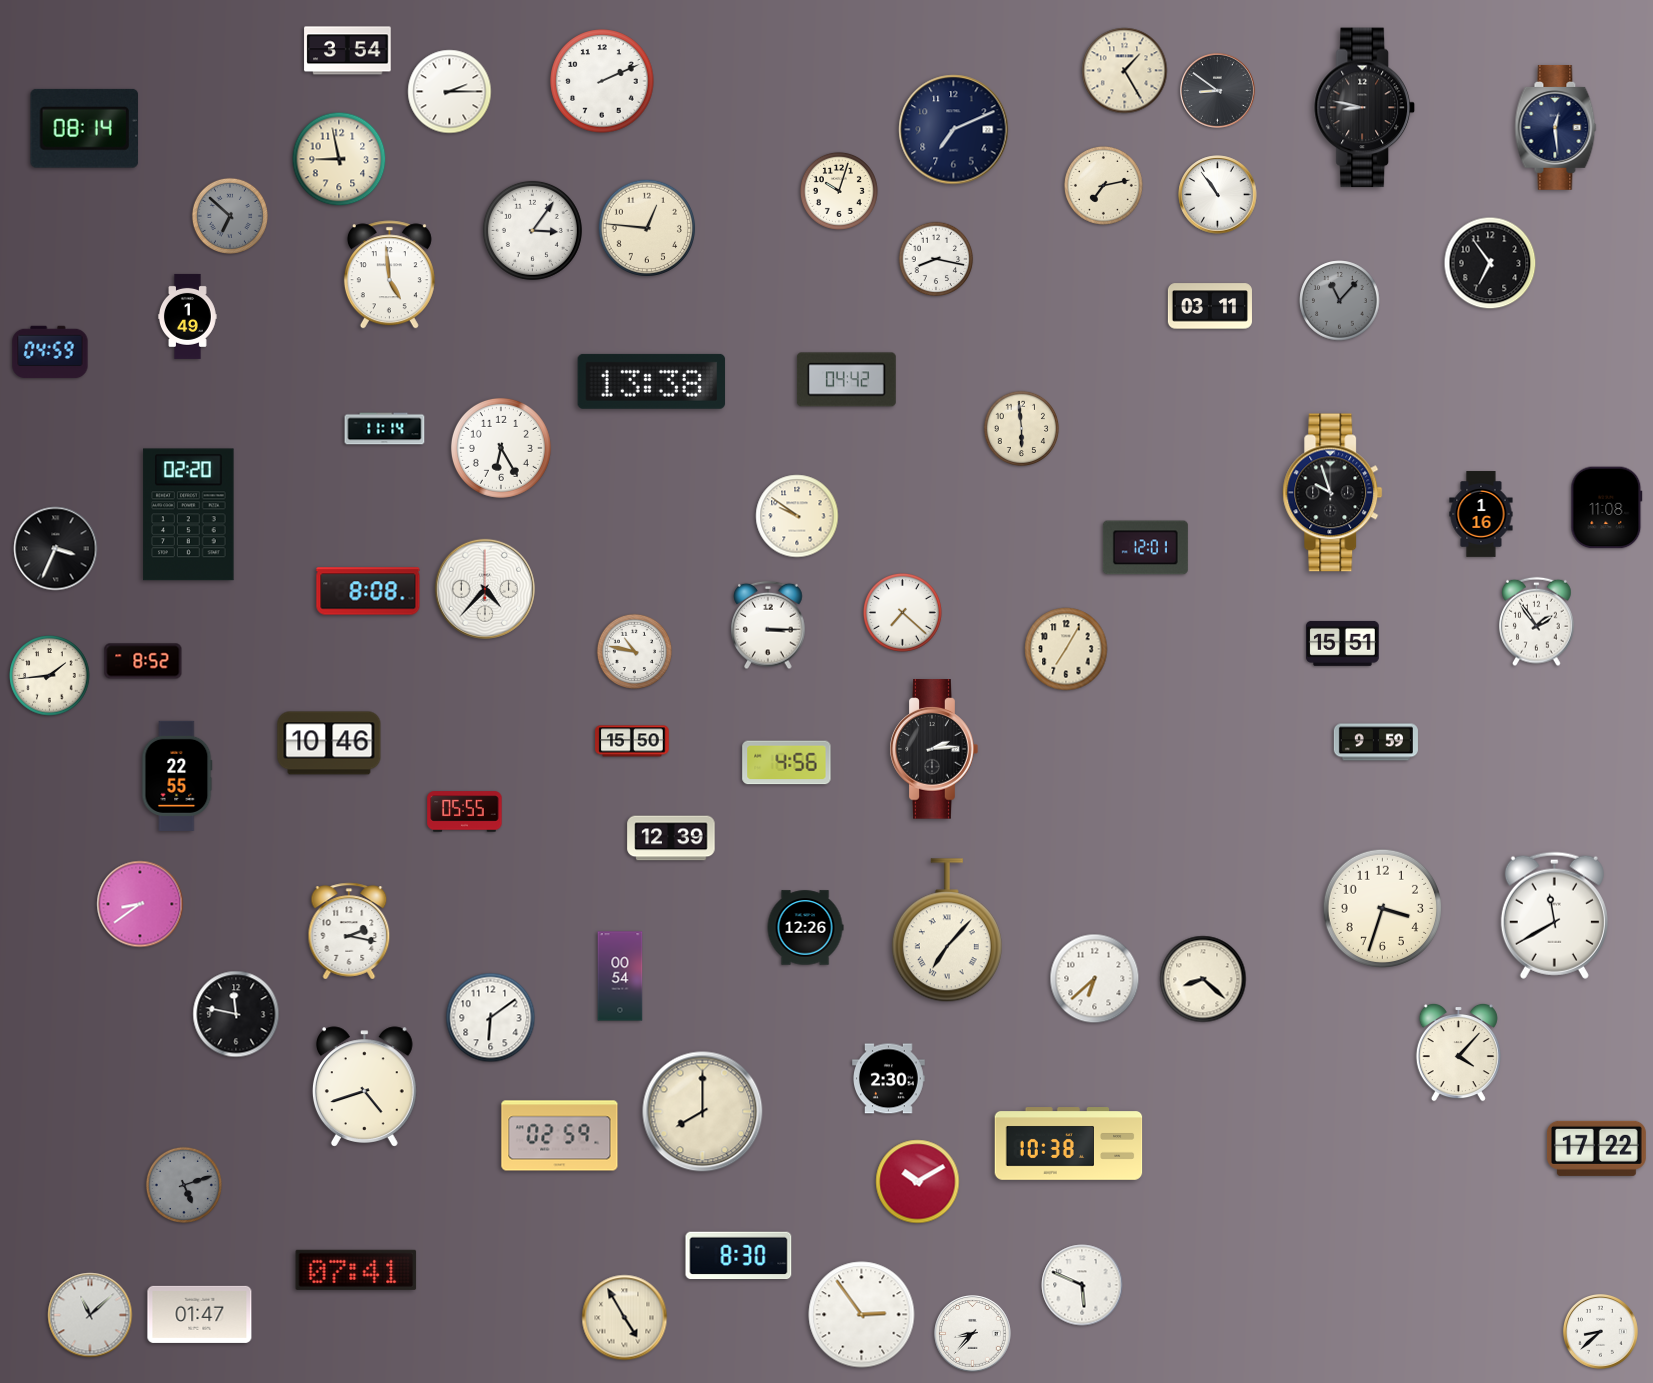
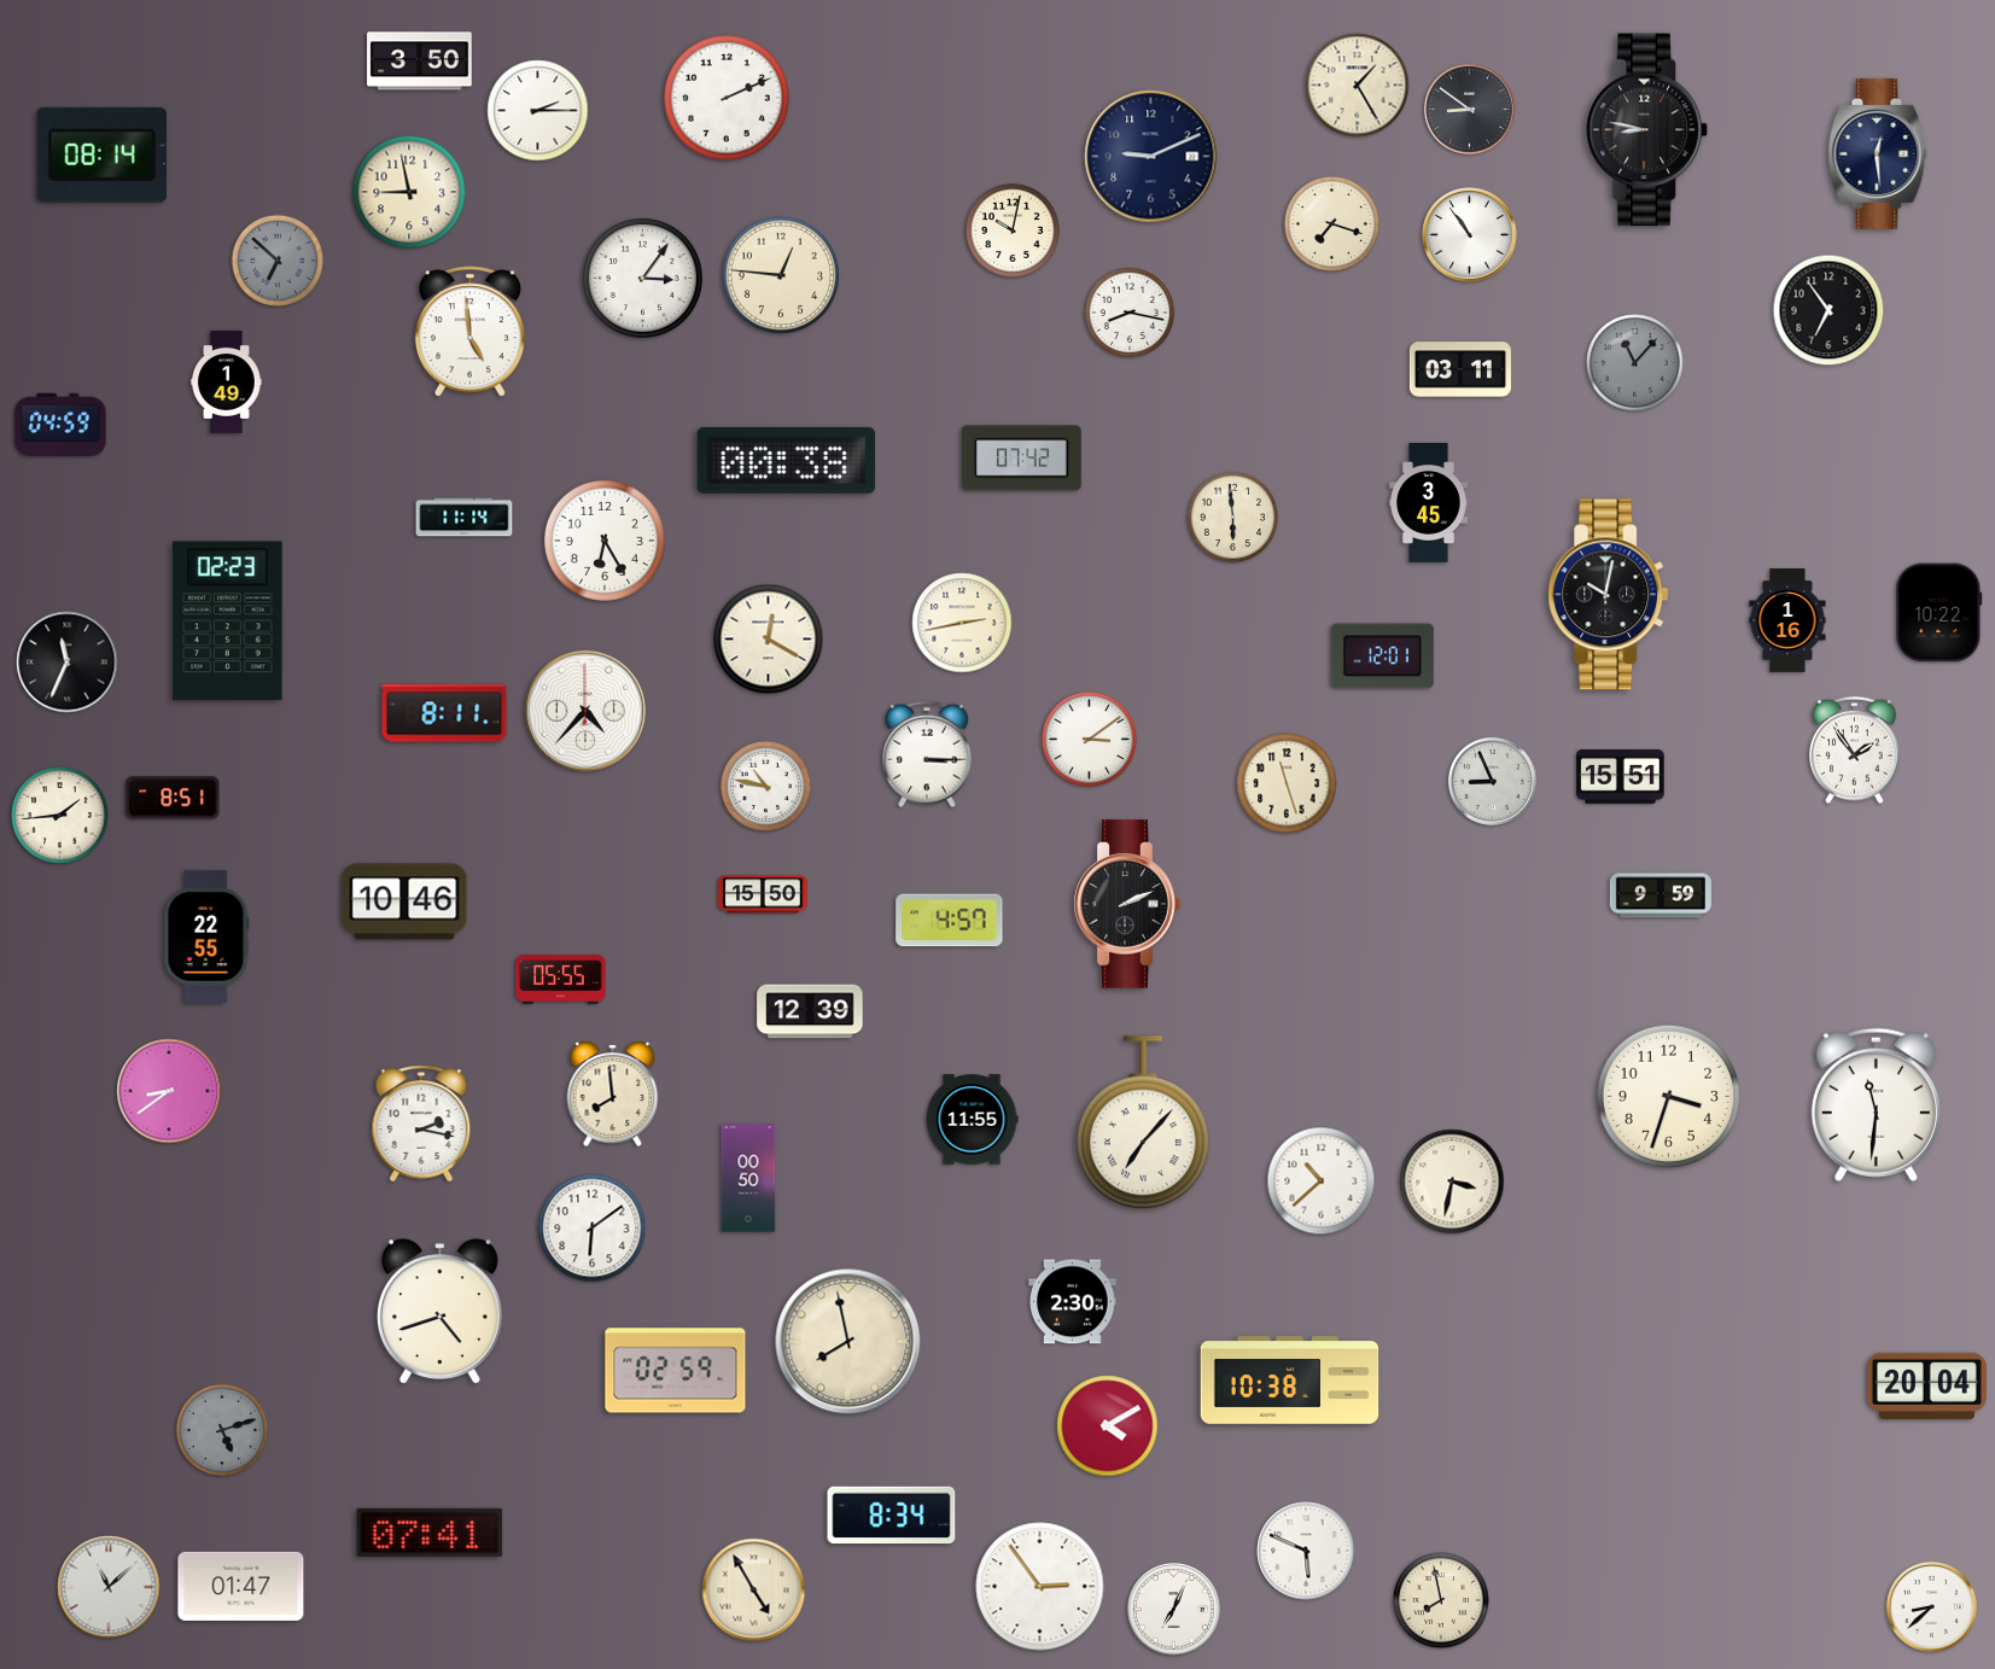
clock at (348, 51): 3:54 -> 3:50
clock at (450, 92) position: (450, 92) -> (538, 111)
clock at (954, 130): 7:11 -> 9:11
clock at (1103, 185): 7:13 -> 7:18
clock at (839, 191): 10:03 -> 10:02
clock at (1490, 263) position: (1490, 263) -> (1828, 310)
clock at (1340, 301) position: (1340, 301) -> (1635, 363)
clock at (846, 380): 04:42 -> 07:42
clock at (652, 381): 13:38 -> 00:38
clock at (1429, 503): none -> 3:45
clock at (1333, 493): 9:57 -> 10:02
clock at (1607, 508): 11:08 -> 10:22
clock at (189, 515): 02:20 -> 02:23
clock at (797, 516): 9:51 -> 2:43
clock at (769, 640): none -> 12:20
clock at (1145, 548) position: (1145, 548) -> (1382, 656)
clock at (56, 549): 3:34 -> 11:34
clock at (368, 591): 8:08 -> 8:11
clock at (902, 612): 7:22 -> 3:09
clock at (1492, 781): none -> 8:56
clock at (1066, 649): 7:05 -> 11:27
clock at (143, 661): 8:52 -> 8:51
clock at (329, 743) position: (329, 743) -> (404, 901)
clock at (934, 749): 2:14 -> 2:11
clock at (787, 763): 4:56 -> 4:57
clock at (177, 776) position: (177, 776) -> (206, 936)
clock at (613, 1093): none -> 7:59
clock at (1554, 915): 11:40 -> 11:31
clock at (805, 928): 12:26 -> 11:55
clock at (620, 976): 00:54 -> 00:50
clock at (1095, 979): 6:38 -> 10:38
clock at (1203, 979): 8:22 -> 3:32
clock at (236, 1014): 11:47 -> none
clock at (1458, 1052): 4:07 -> none
clock at (703, 1112): 8:00 -> 7:58
clock at (1596, 1148): 17:22 -> 20:04
clock at (918, 1182): 10:10 -> 4:10
clock at (739, 1256): 8:30 -> 8:34
clock at (1442, 1601): none -> 7:58
clock at (973, 1334): 8:37 -> 7:04
